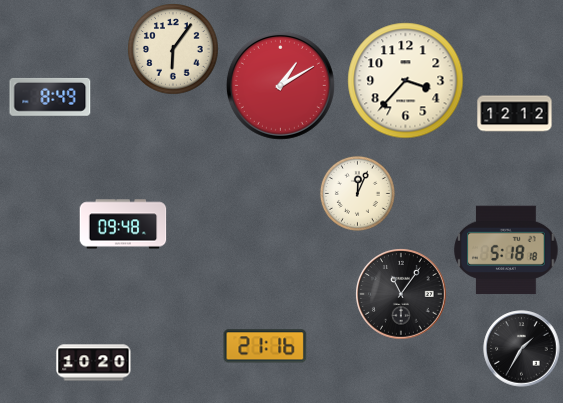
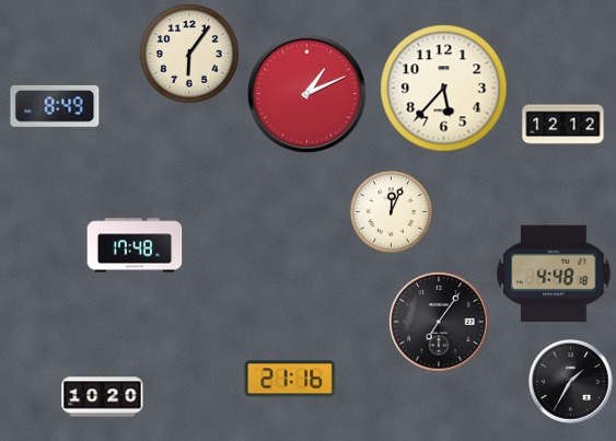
clock at (406, 81): 3:37 -> 5:37
clock at (280, 85): 1:10 -> 1:11
clock at (123, 224): 09:48 -> 17:48
clock at (506, 250): 5:18 -> 4:48
clock at (401, 294): 11:06 -> 7:06
